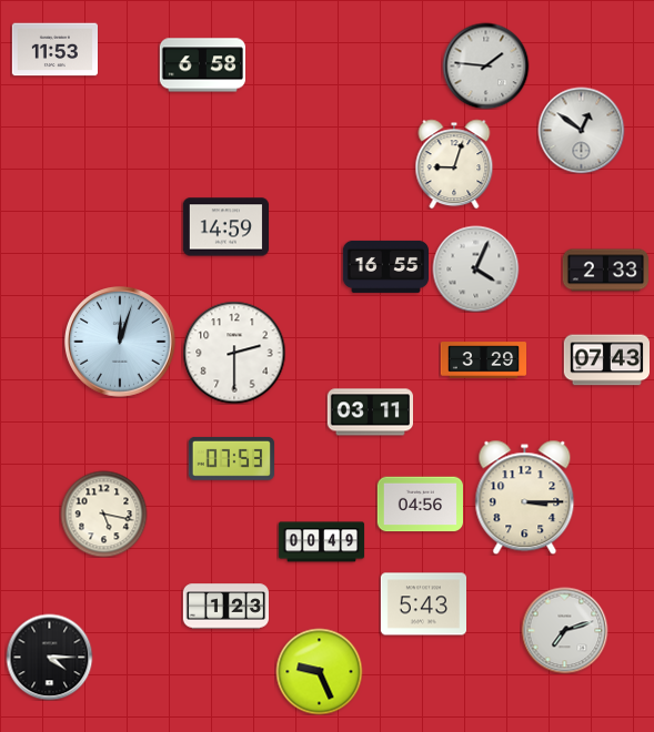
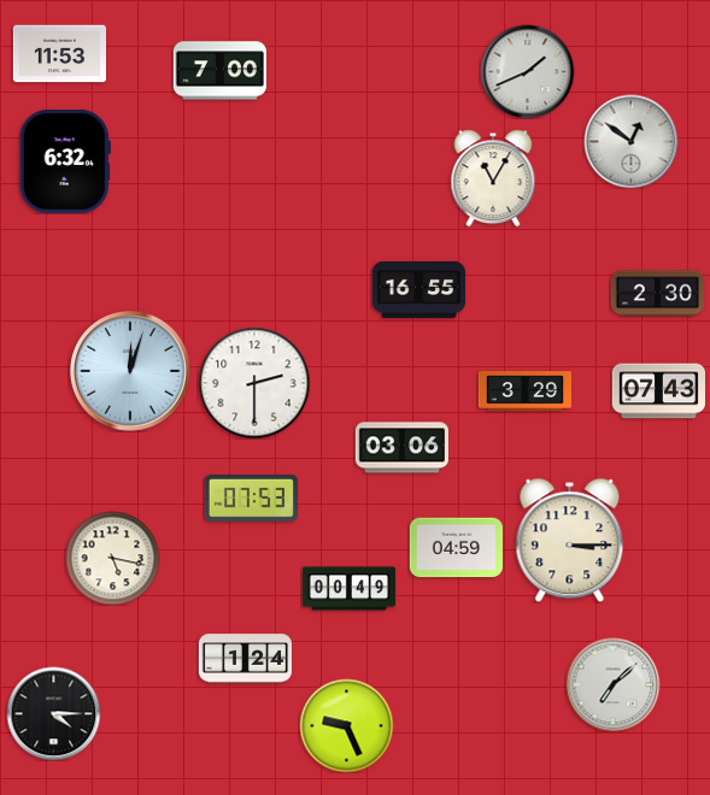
clock at (202, 65): 6:58 -> 7:00
clock at (485, 65): 1:46 -> 1:41
clock at (65, 161): none -> 6:32
clock at (454, 164): 9:03 -> 11:05
clock at (225, 227): 14:59 -> none
clock at (475, 268): 4:04 -> none
clock at (605, 271): 2:33 -> 2:30
clock at (370, 413): 03:11 -> 03:06
clock at (420, 505): 04:56 -> 04:59
clock at (423, 604): 5:43 -> none
clock at (225, 607): 1:23 -> 1:24
clock at (564, 630): 7:12 -> 7:08
clock at (319, 671) position: (319, 671) -> (346, 725)
